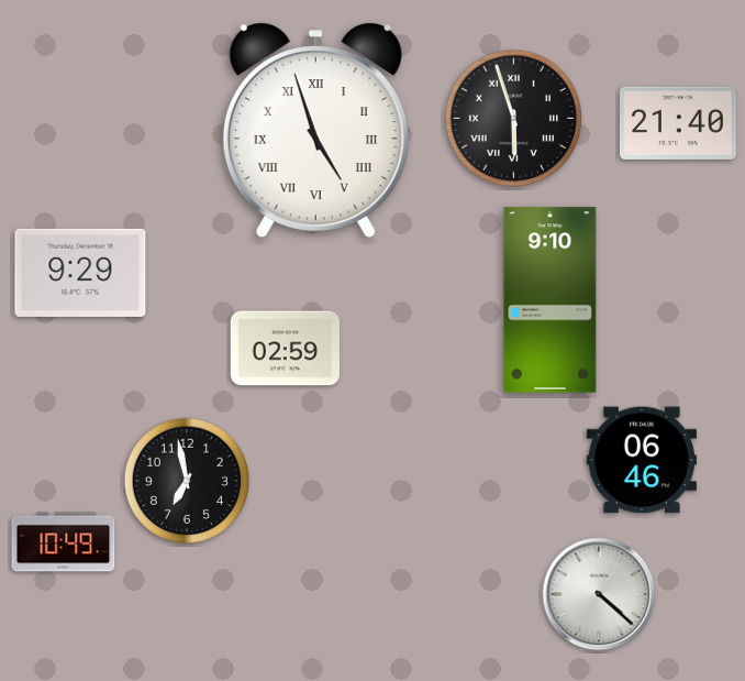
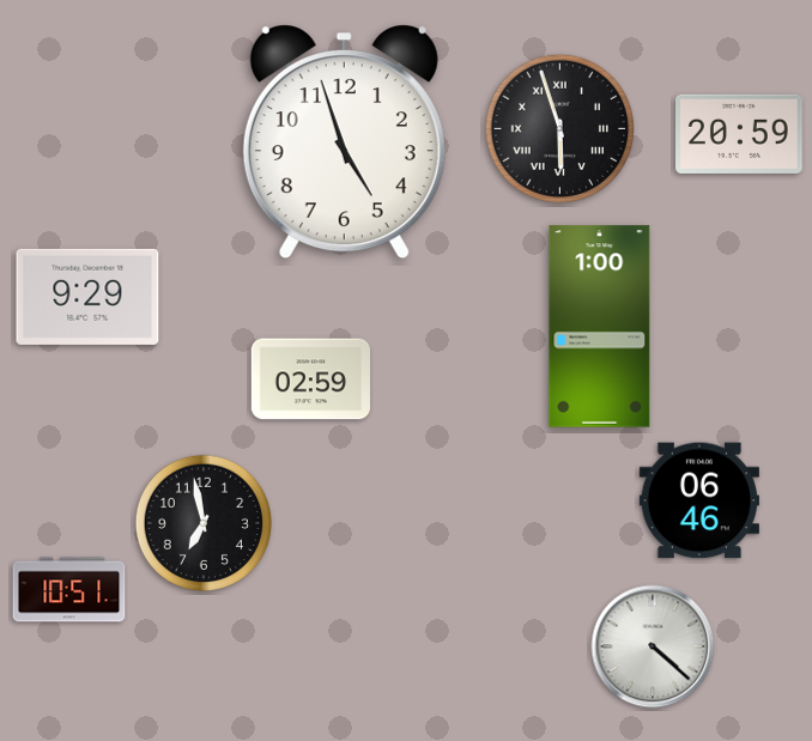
clock at (679, 123): 21:40 -> 20:59
clock at (315, 130) numerals: Roman -> Arabic
clock at (551, 300): 9:10 -> 1:00
clock at (64, 542): 10:49 -> 10:51
